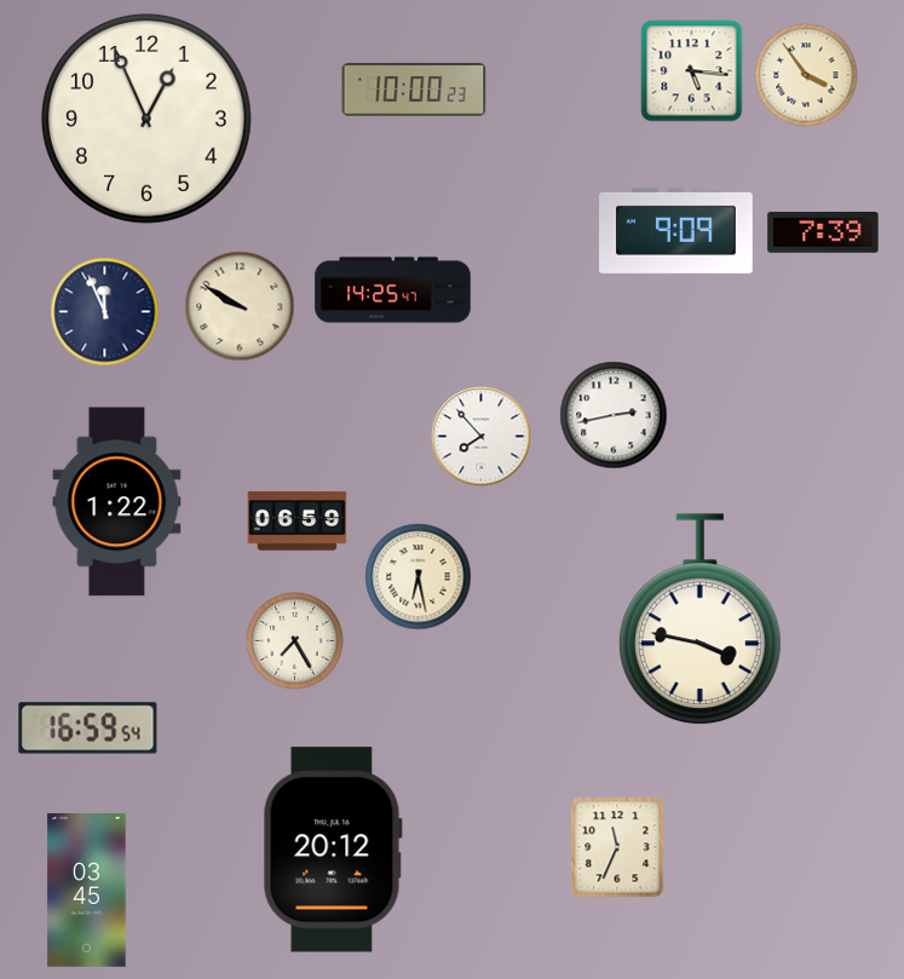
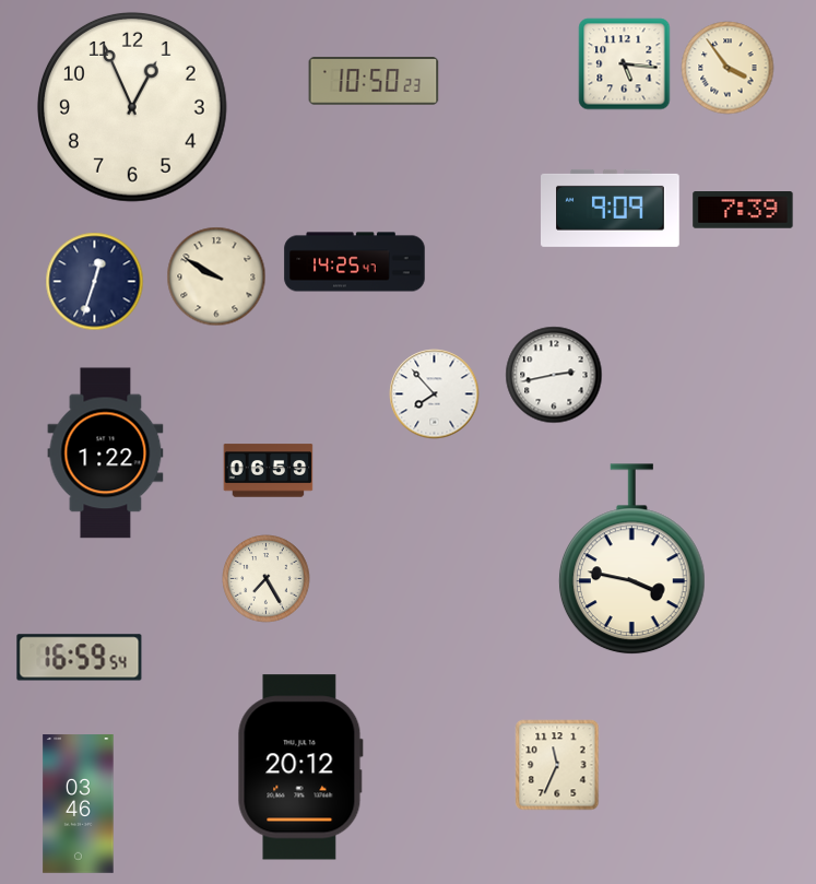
clock at (414, 90): 10:00 -> 10:50
clock at (105, 312): 11:56 -> 12:33
clock at (419, 577): 6:28 -> none
clock at (87, 891): 03:45 -> 03:46
